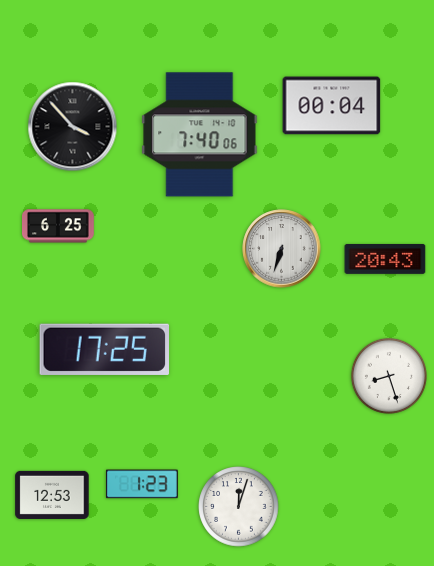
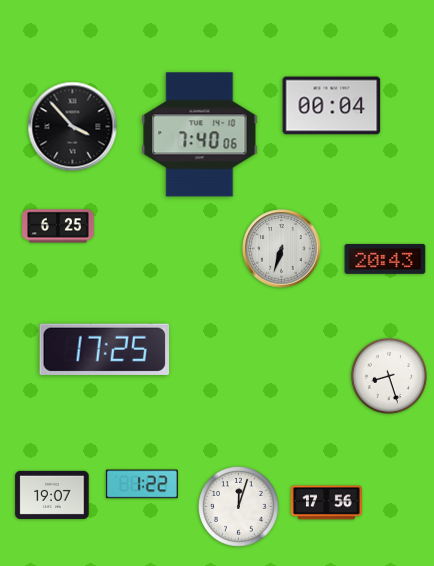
clock at (142, 484): 1:23 -> 1:22
clock at (52, 495): 12:53 -> 19:07
clock at (326, 503): none -> 17:56
